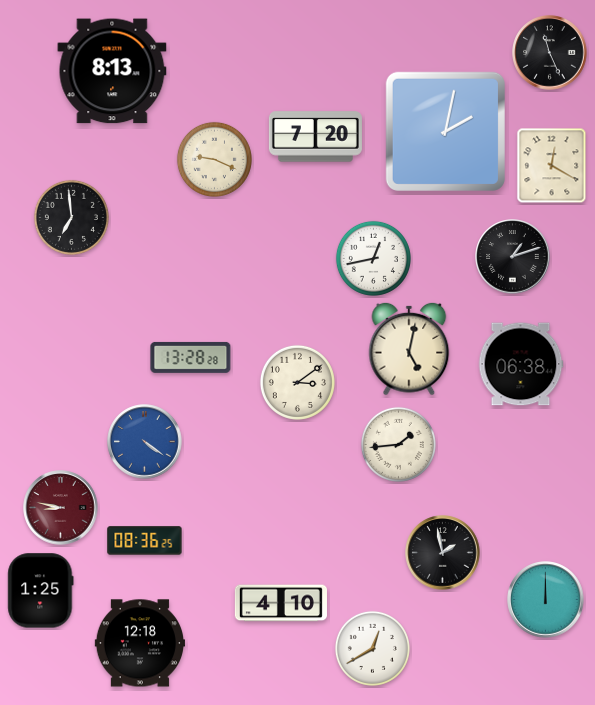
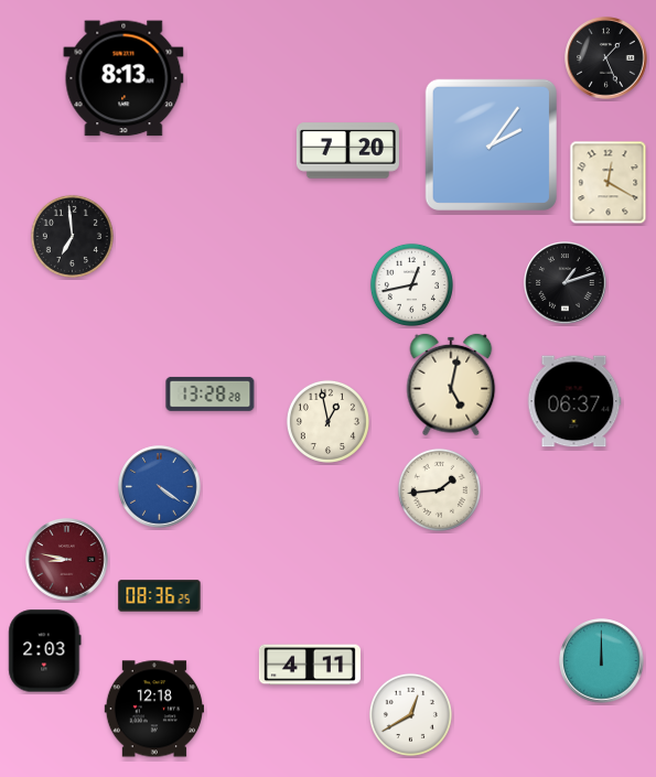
clock at (550, 53): 11:26 -> 1:26
clock at (445, 131): 2:02 -> 2:06
clock at (214, 159): 9:19 -> none
clock at (71, 217) position: (71, 217) -> (72, 236)
clock at (521, 364): 06:38 -> 06:37
clock at (297, 382): 3:09 -> 12:58
clock at (443, 553): 1:58 -> none
clock at (41, 591): 1:25 -> 2:03
clock at (281, 603): 4:10 -> 4:11
